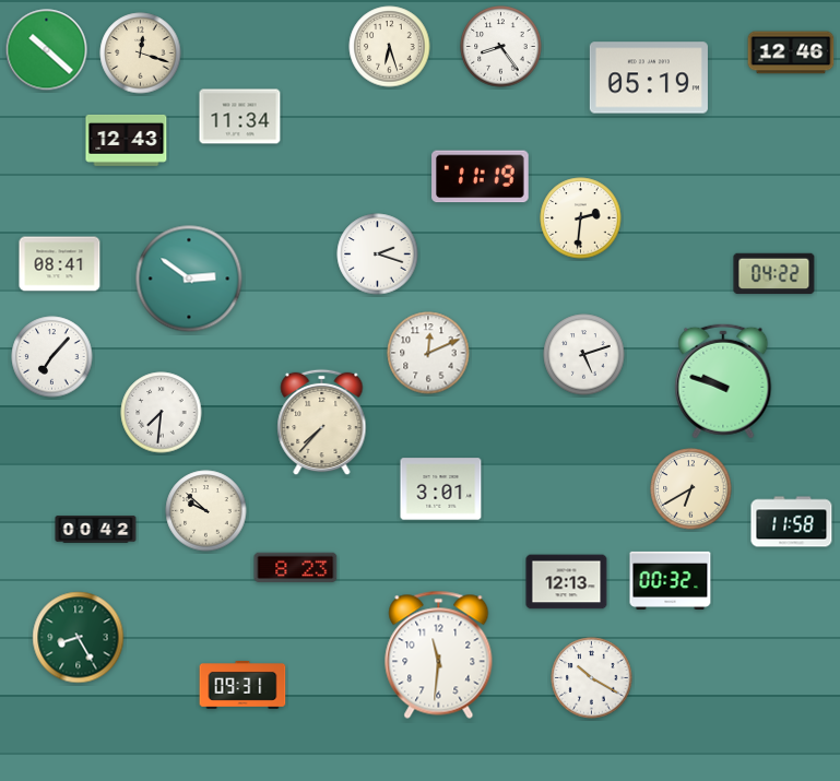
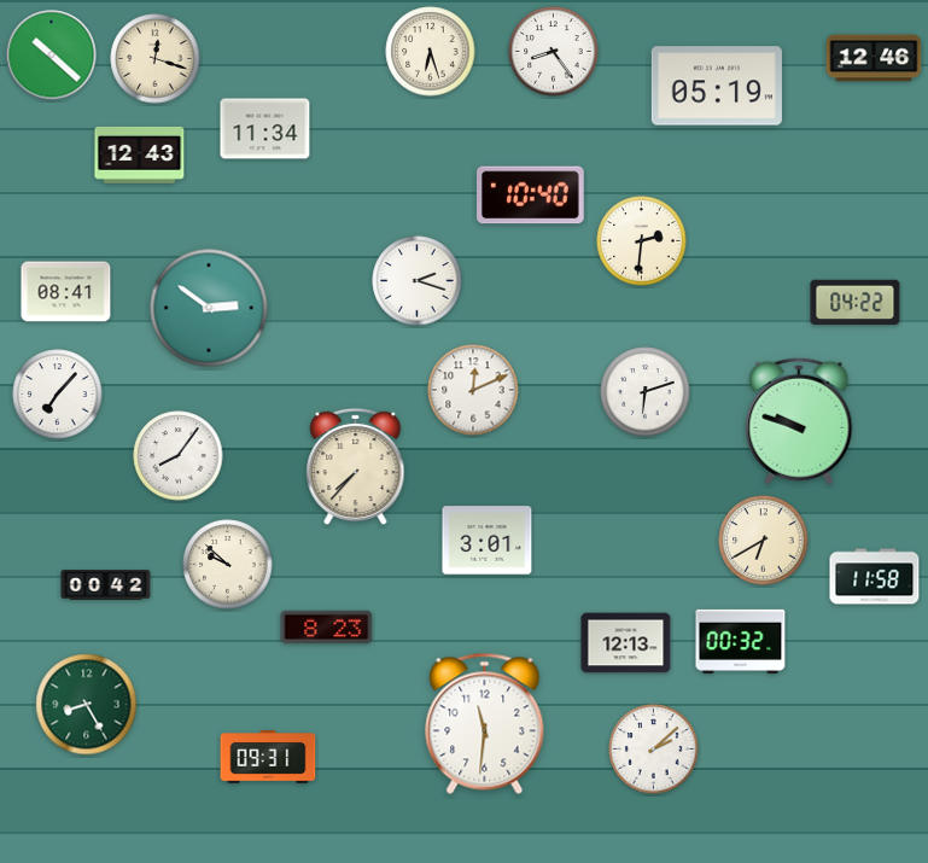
clock at (481, 177): 11:19 -> 10:40
clock at (584, 355): 5:12 -> 6:12
clock at (162, 413): 7:31 -> 8:06
clock at (592, 678): 10:20 -> 2:08
